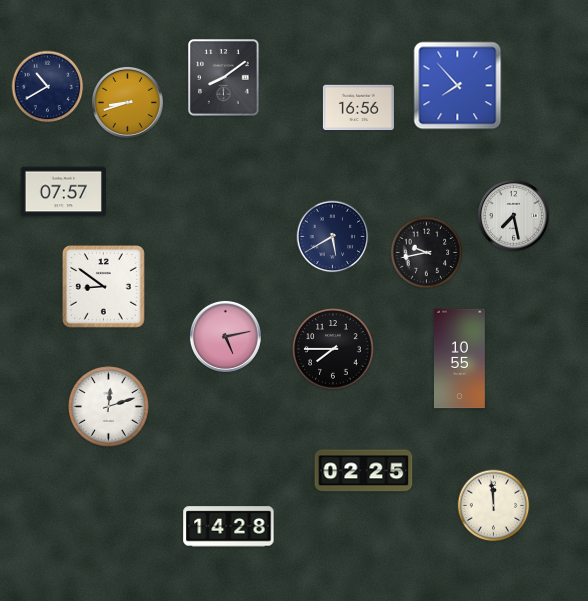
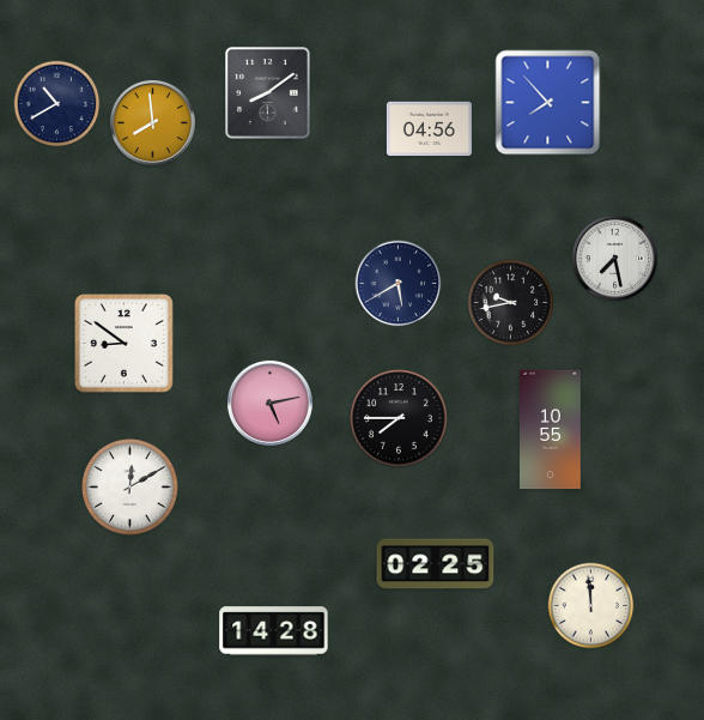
clock at (127, 102): 8:42 -> 7:59
clock at (358, 108): 16:56 -> 04:56
clock at (63, 192): 07:57 -> none
clock at (109, 407): 12:12 -> 12:10
